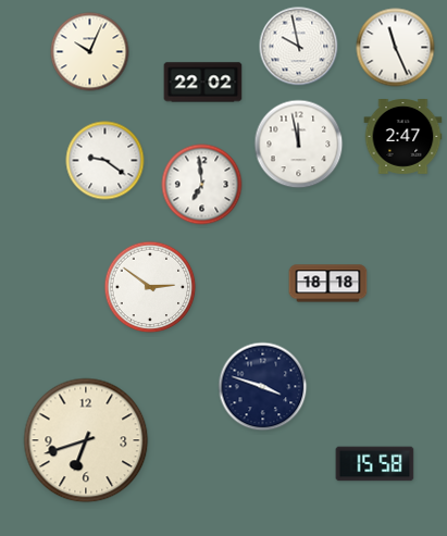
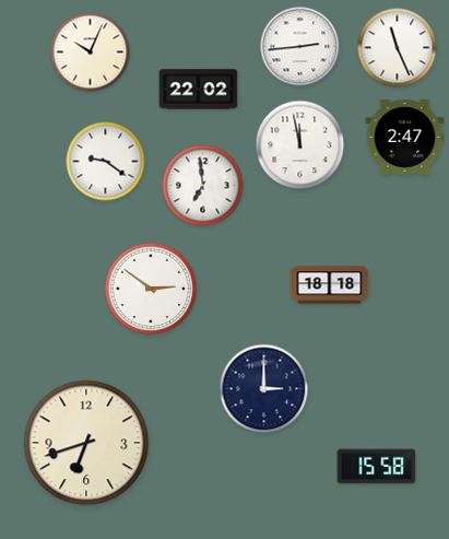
clock at (299, 47): 9:58 -> 2:44
clock at (203, 83) position: (203, 83) -> (199, 90)
clock at (263, 387): 3:48 -> 3:00
